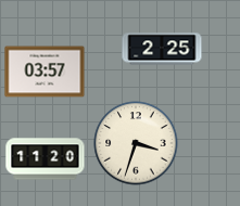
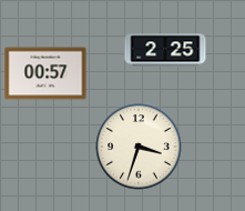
clock at (45, 72): 03:57 -> 00:57
clock at (46, 159): 11:20 -> none
